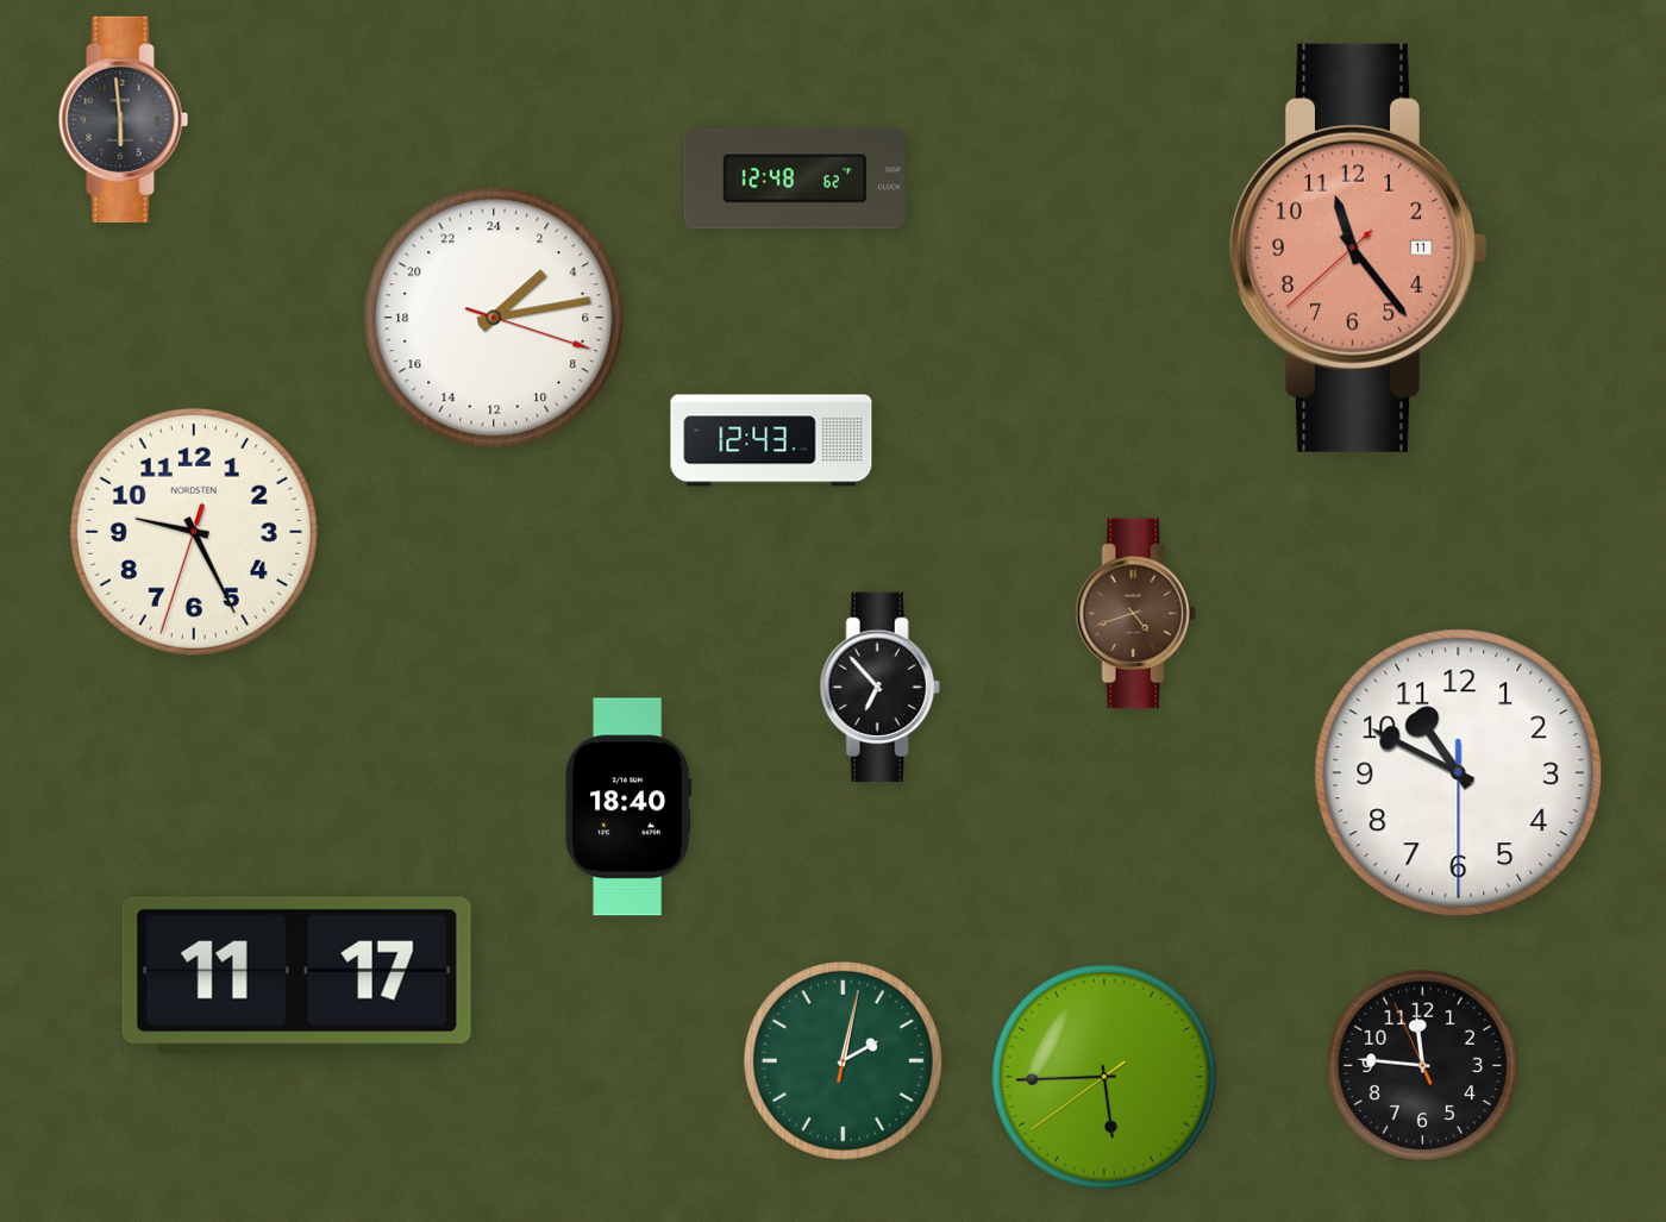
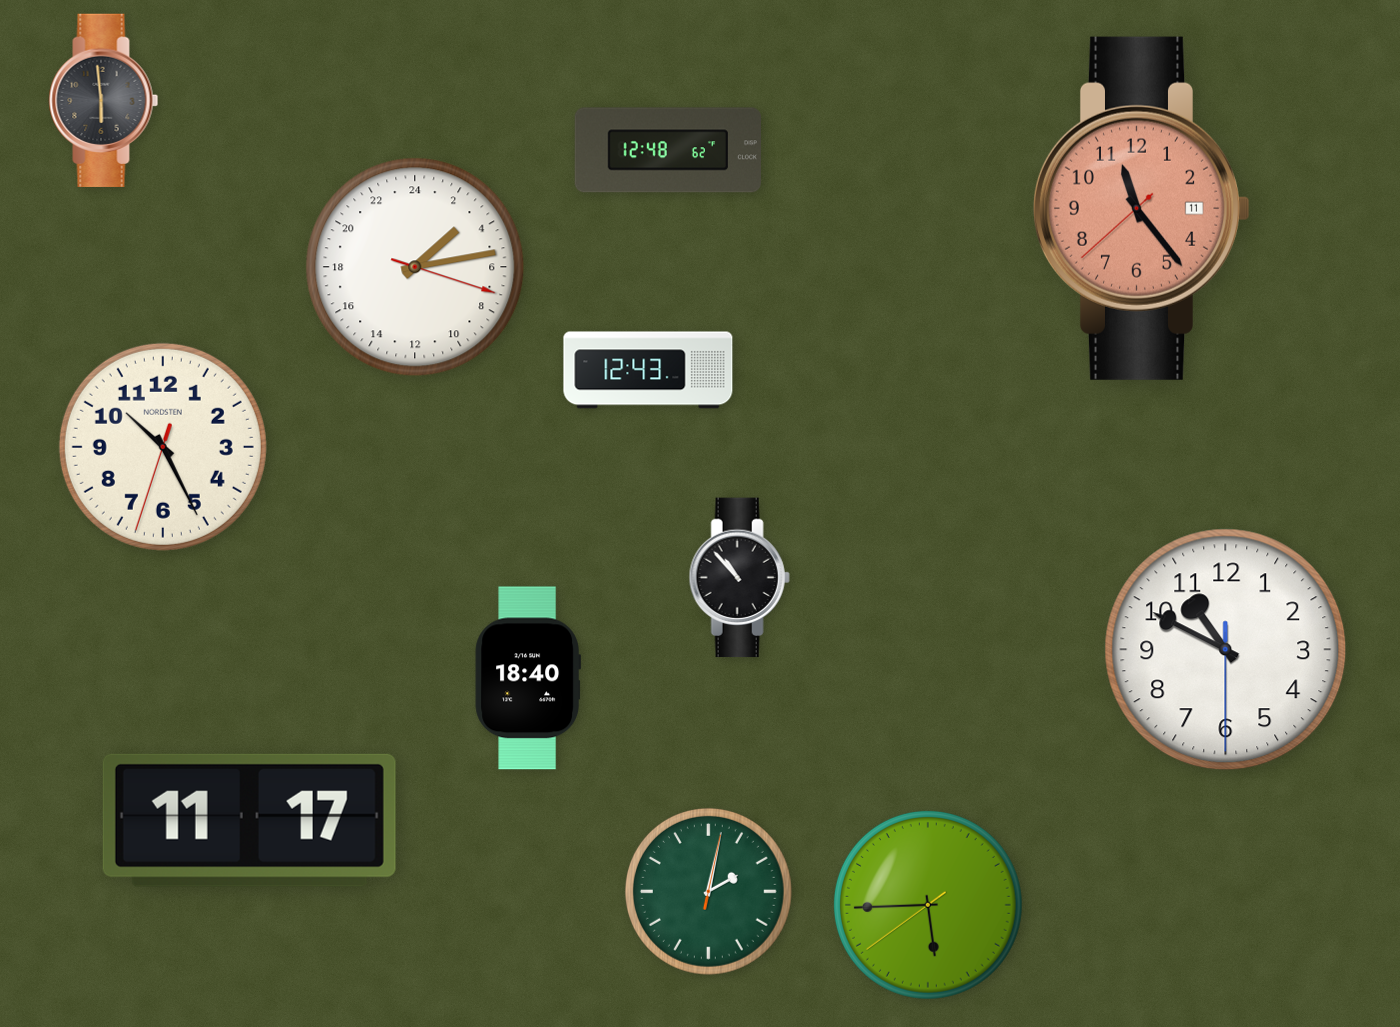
clock at (194, 532): 9:25 -> 10:25
clock at (1135, 614): 4:42 -> none
clock at (879, 688): 6:53 -> 10:53
clock at (1422, 1065): 11:45 -> none
